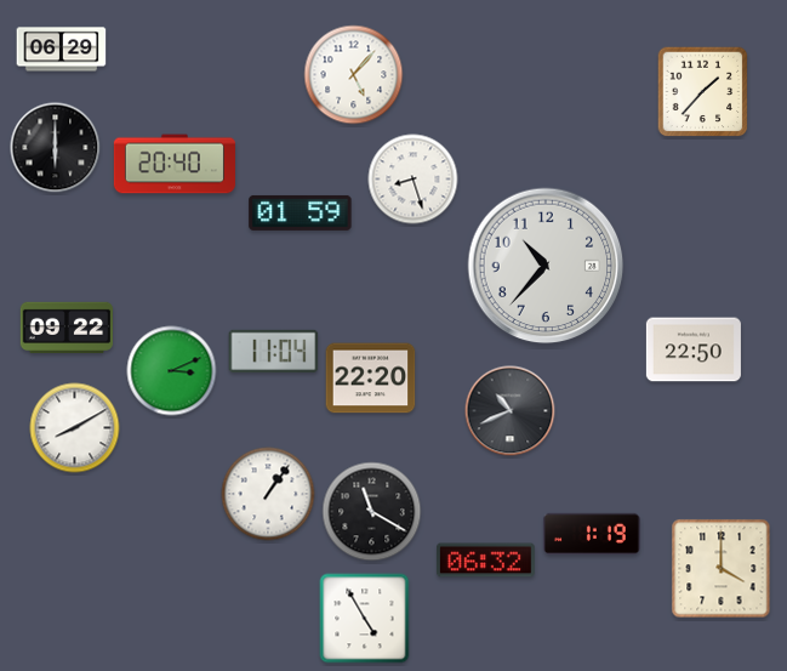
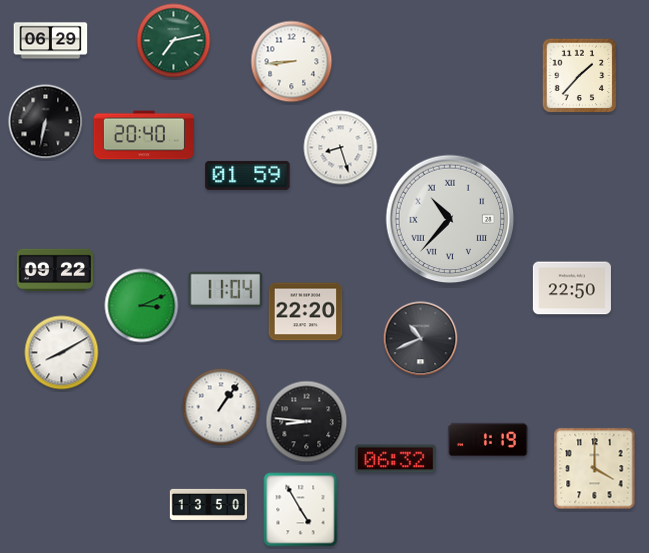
clock at (174, 41): none -> 7:13
clock at (354, 75): 5:07 -> 8:44
clock at (56, 148): 6:00 -> 6:32
clock at (546, 266) numerals: Arabic -> Roman
clock at (372, 512): 11:20 -> 8:46
clock at (486, 561) position: (486, 561) -> (396, 459)
clock at (208, 504): none -> 13:50
